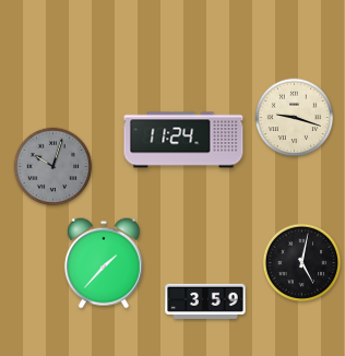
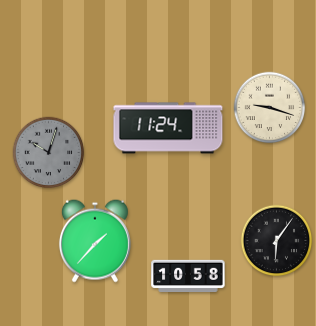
clock at (302, 263): 5:02 -> 6:06
clock at (205, 300): 3:59 -> 10:58
